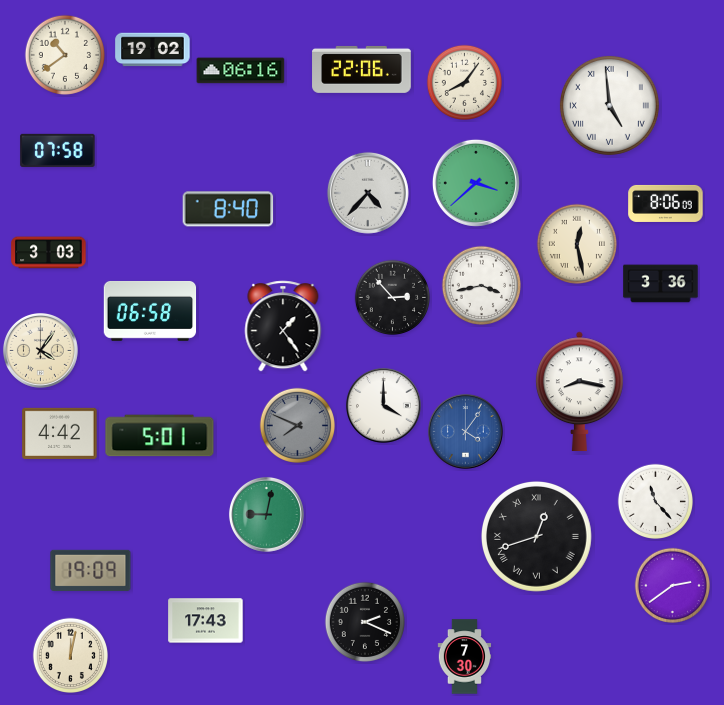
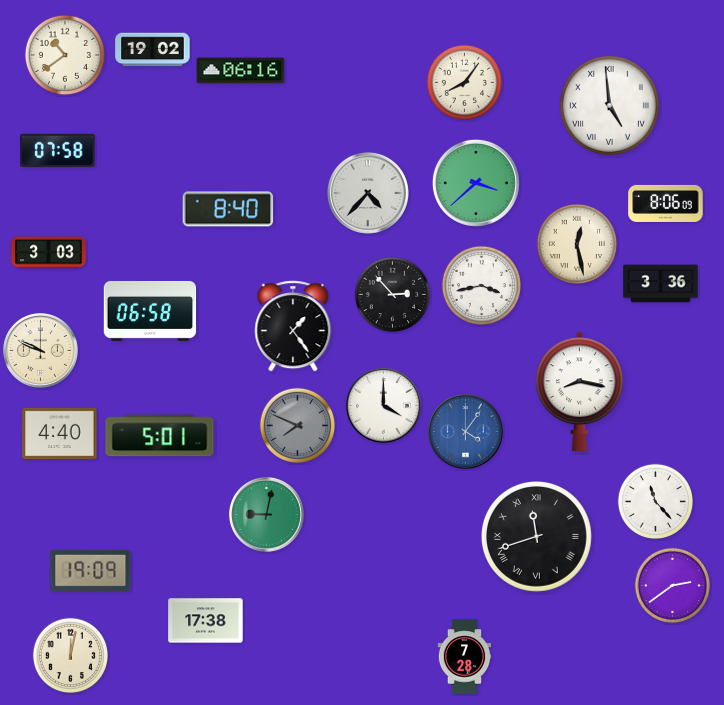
clock at (362, 69): 22:06 -> none
clock at (393, 298) position: (393, 298) -> (393, 295)
clock at (283, 326) position: (283, 326) -> (293, 326)
clock at (40, 350): 4:06 -> 9:49
clock at (60, 433): 4:42 -> 4:40
clock at (536, 536): 12:42 -> 11:42
clock at (206, 621): 17:43 -> 17:38
clock at (364, 621): 2:19 -> none
clock at (465, 657): 7:30 -> 7:28
